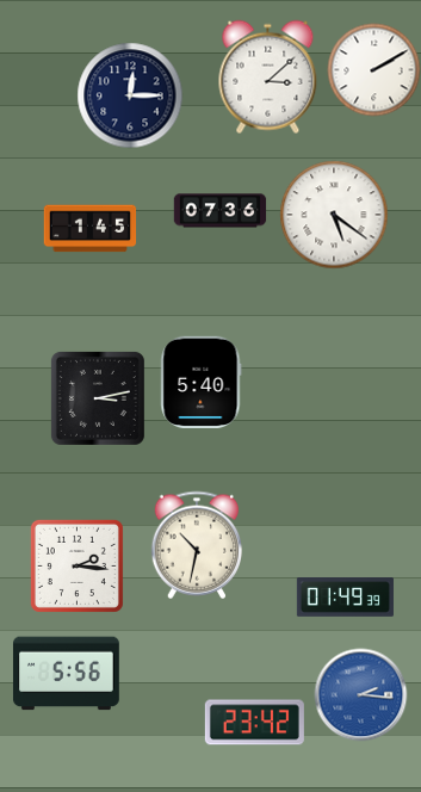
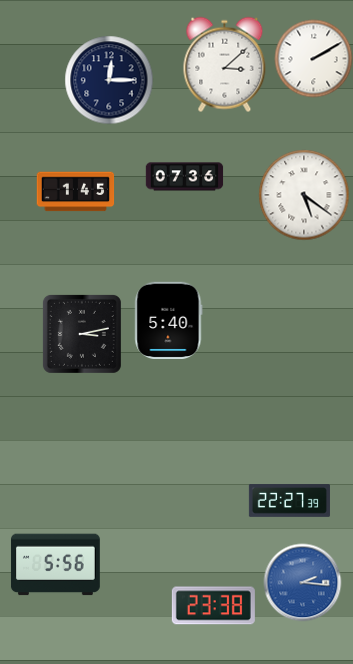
clock at (334, 215) position: (334, 215) -> (304, 195)
clock at (196, 545): 10:32 -> none
clock at (76, 565): 2:16 -> none
clock at (345, 598): 01:49 -> 22:27
clock at (254, 723): 23:42 -> 23:38
